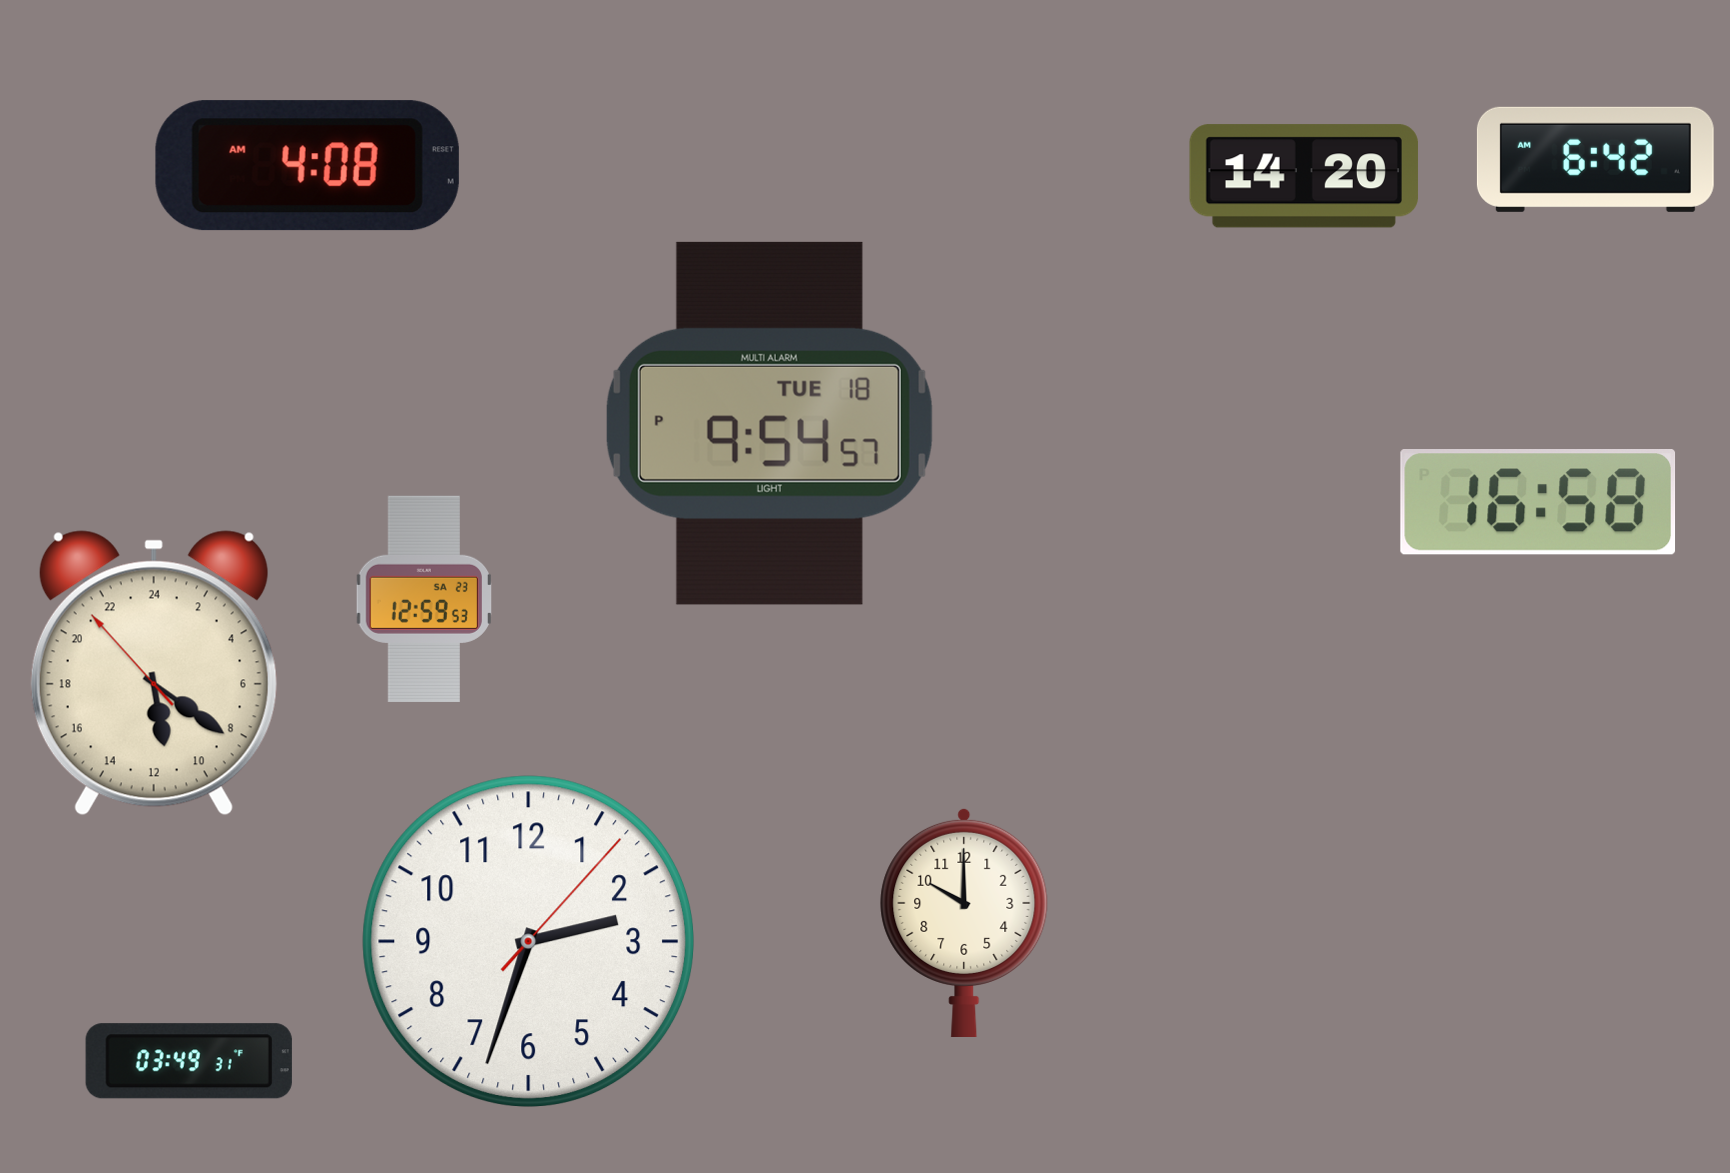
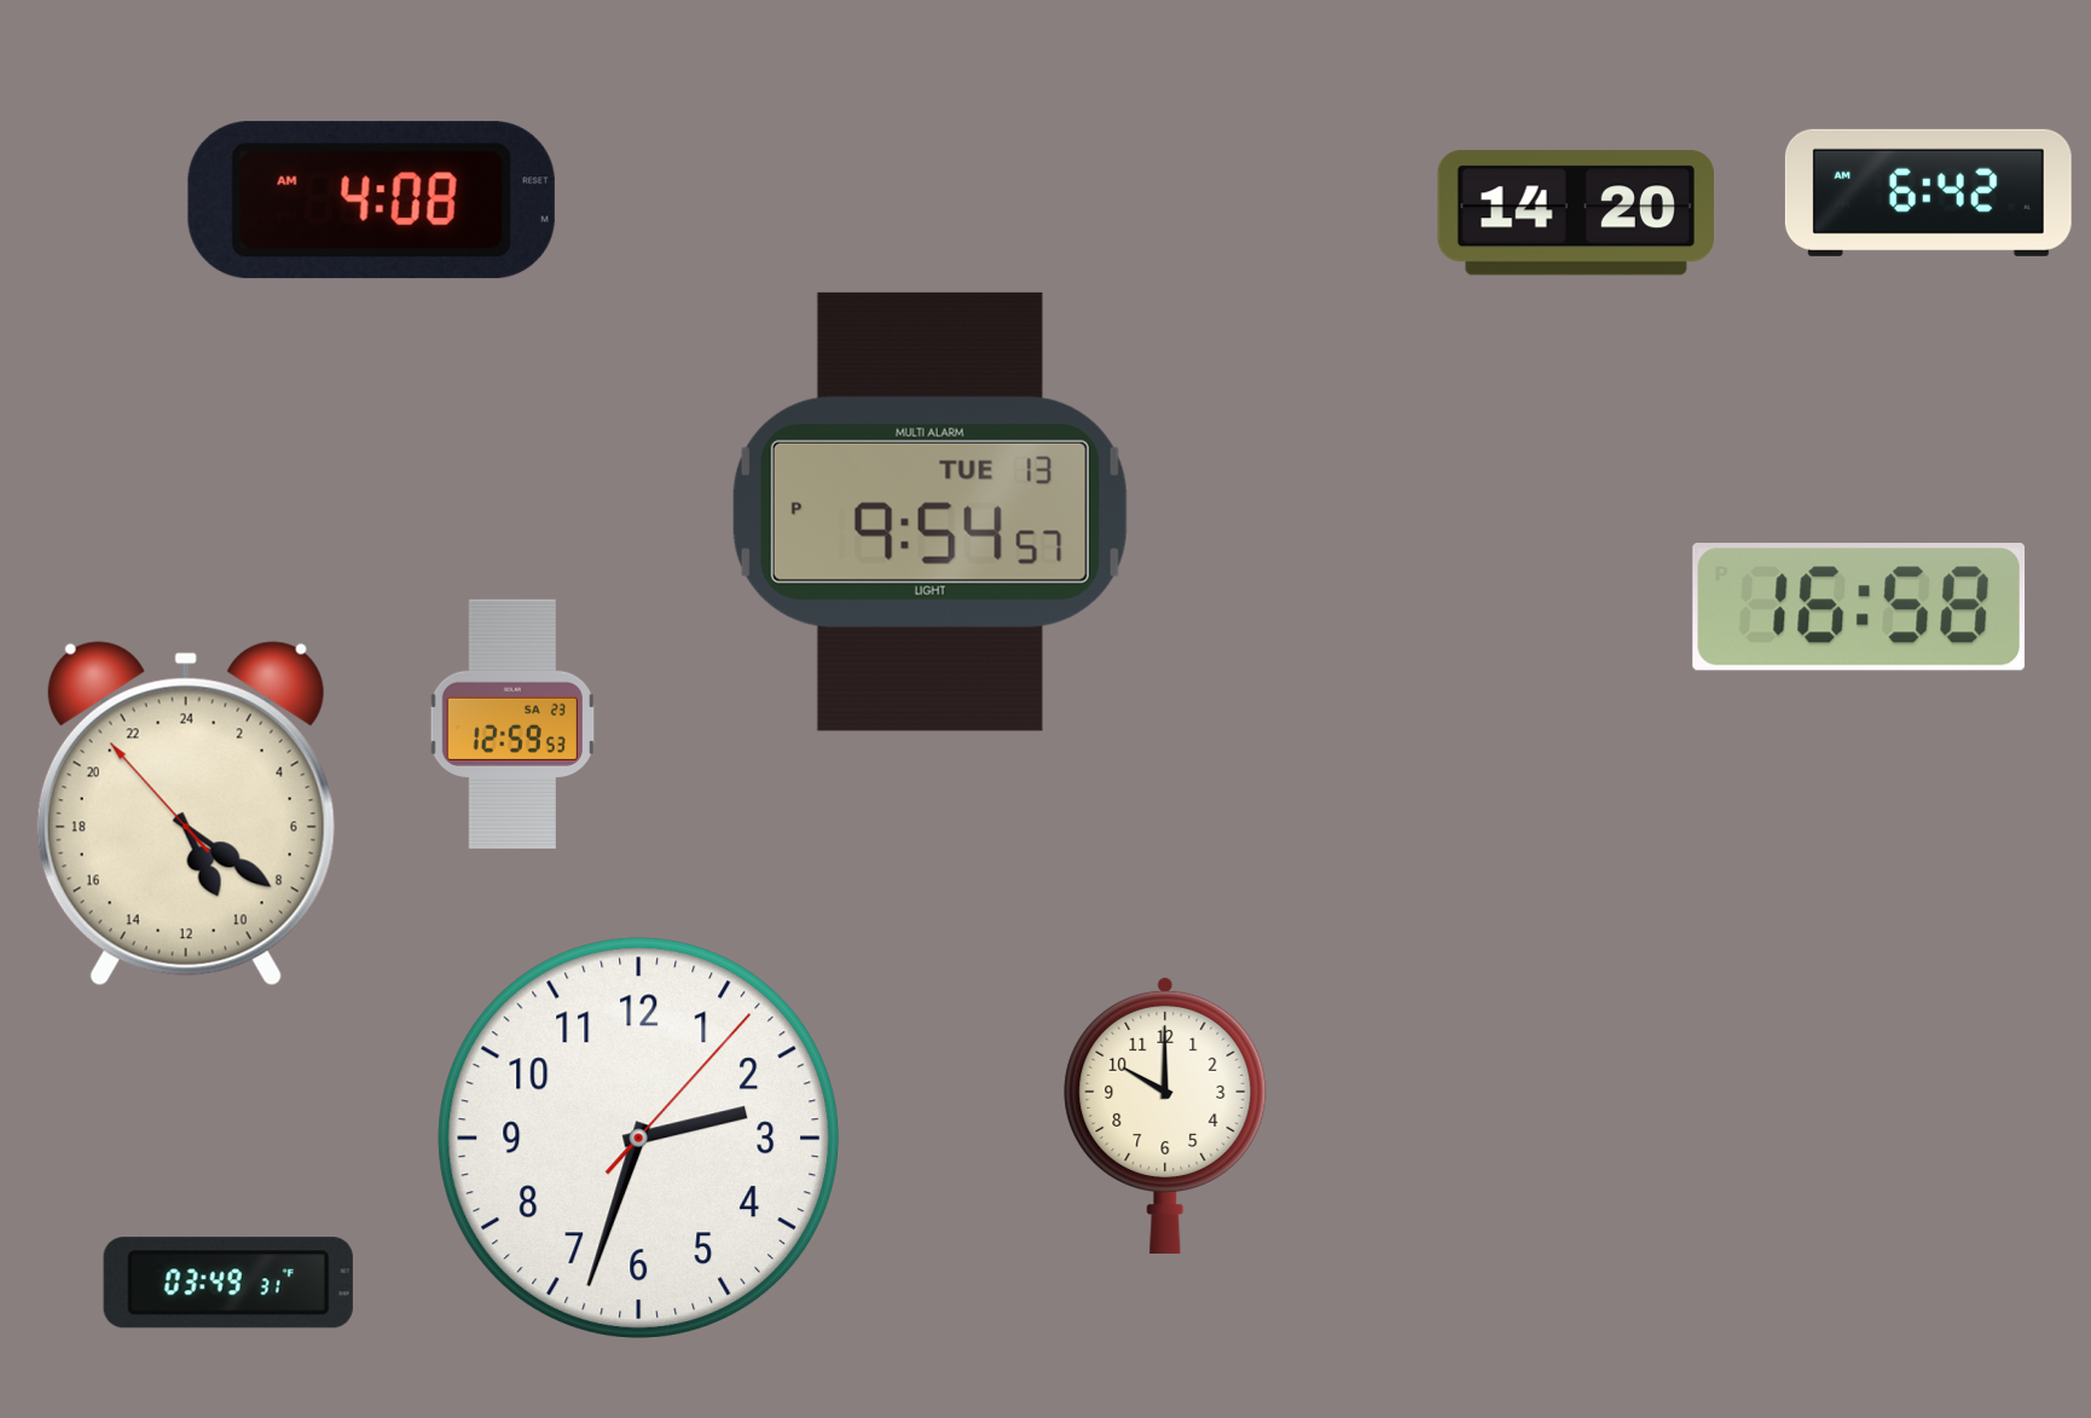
clock at (769, 423) date: TUE 18 -> TUE 13
clock at (154, 673): 11:20 -> 10:20
